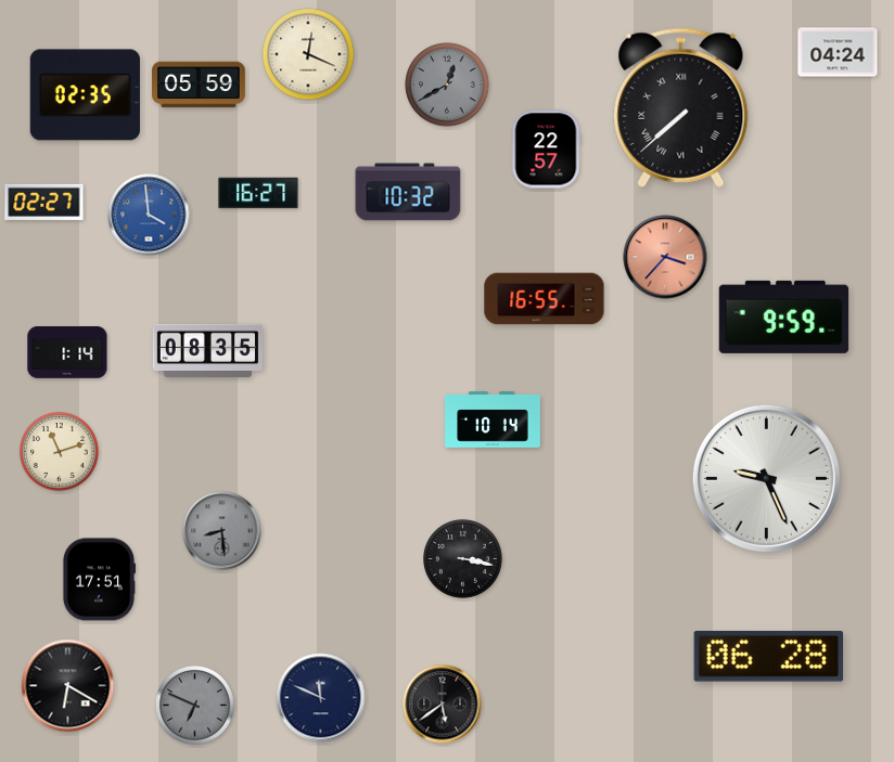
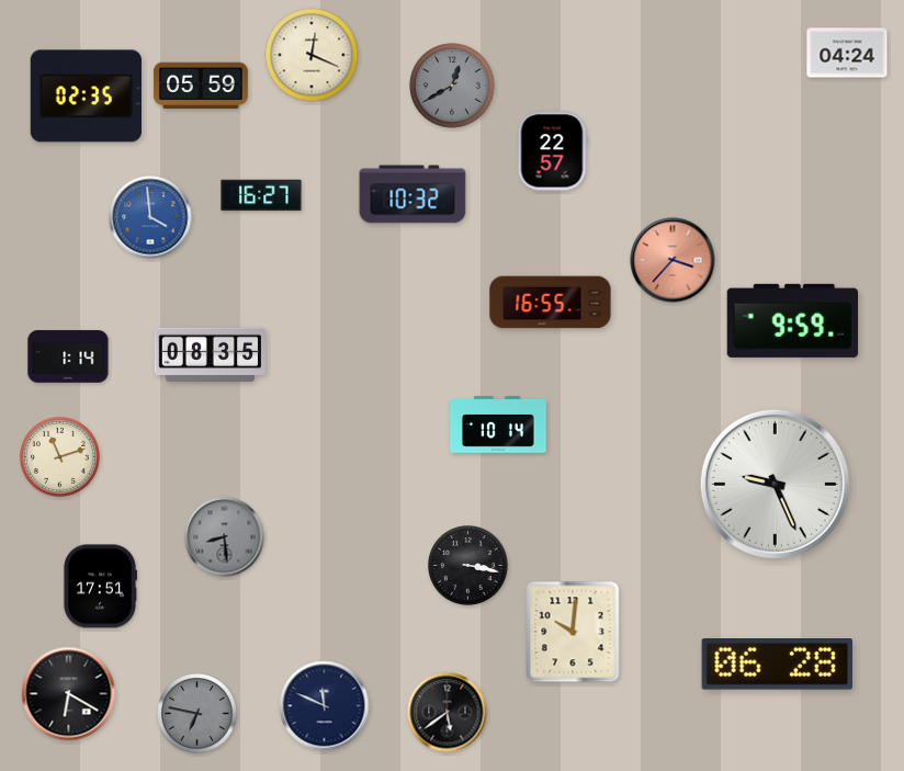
clock at (681, 107): 7:38 -> none
clock at (44, 202): 02:27 -> none
clock at (573, 632): none -> 10:01
clock at (195, 706): 6:49 -> 6:47
